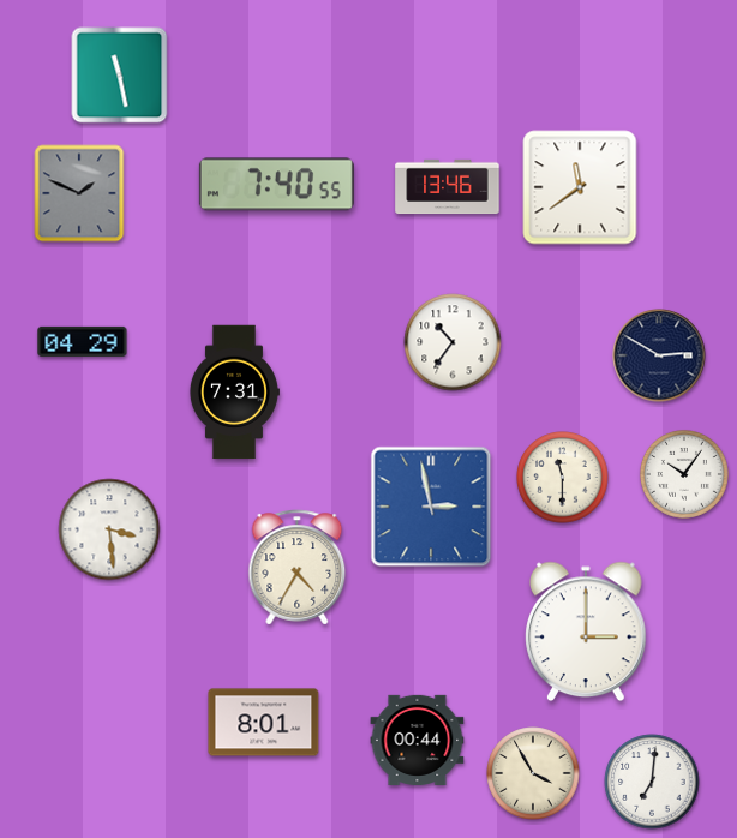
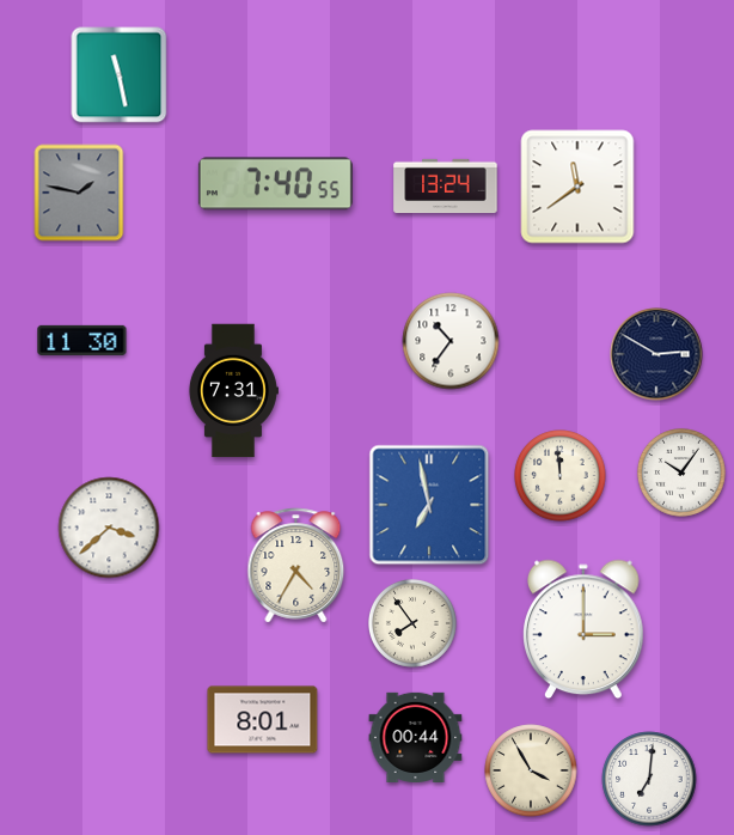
clock at (448, 187): 13:46 -> 13:24
clock at (79, 193): 1:49 -> 1:47
clock at (83, 341): 04:29 -> 11:30
clock at (563, 478): 11:30 -> 11:59
clock at (431, 507): 2:58 -> 6:58
clock at (109, 529): 3:29 -> 3:38
clock at (412, 623): none -> 7:54
